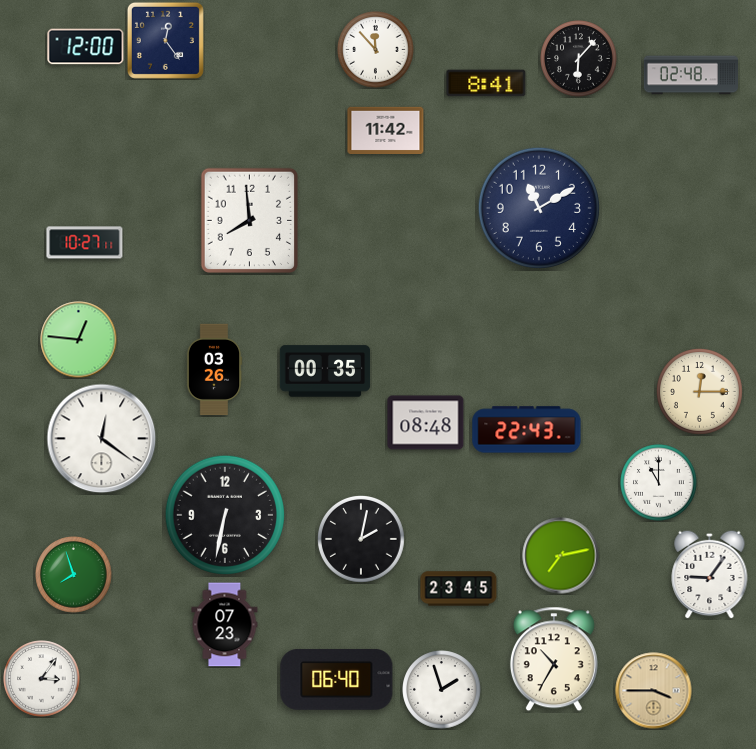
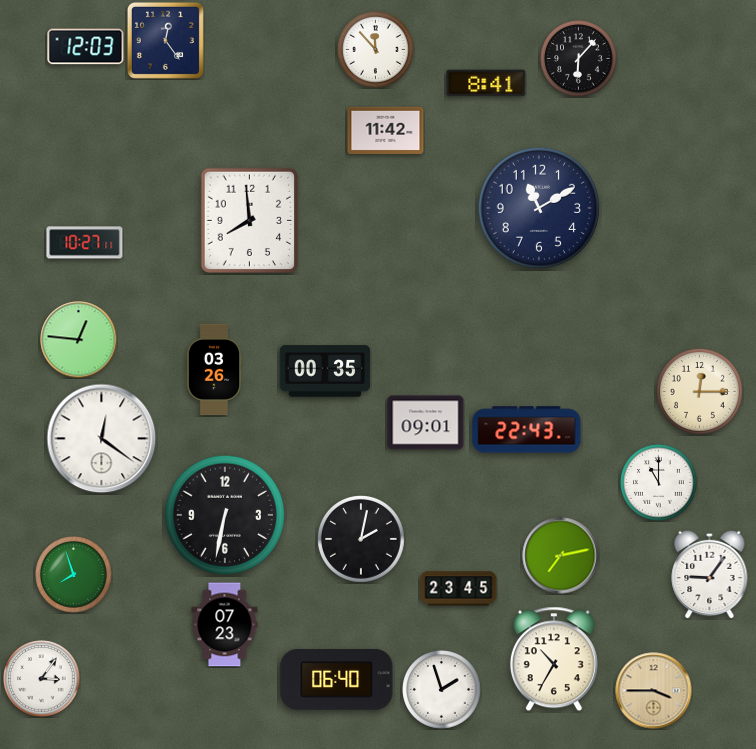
clock at (86, 47): 12:00 -> 12:03
clock at (691, 75): 02:48 -> none
clock at (426, 423): 08:48 -> 09:01
